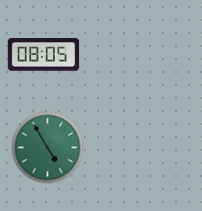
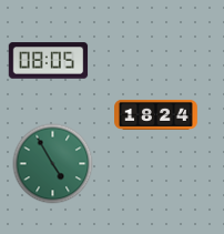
clock at (156, 114): none -> 18:24
